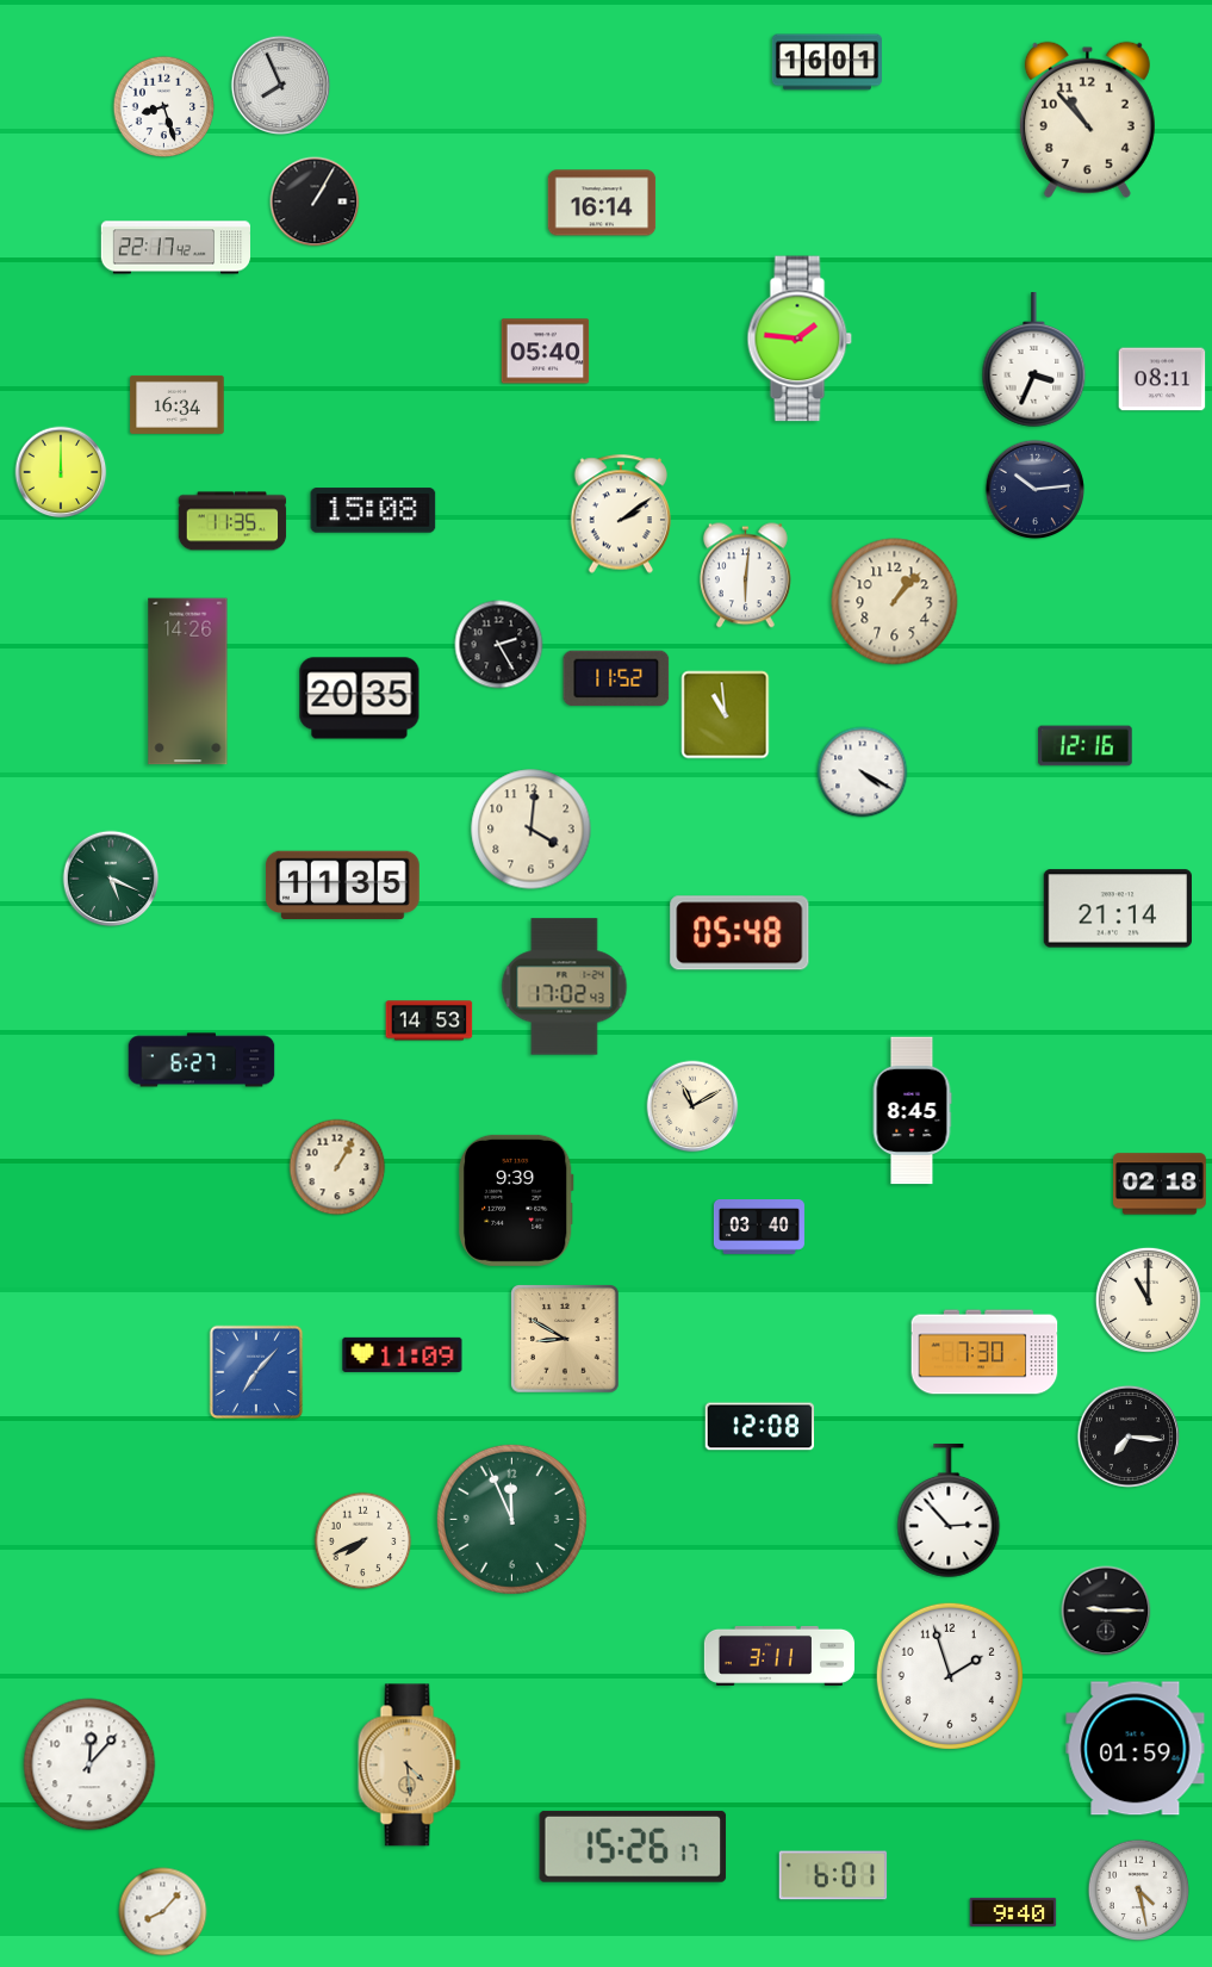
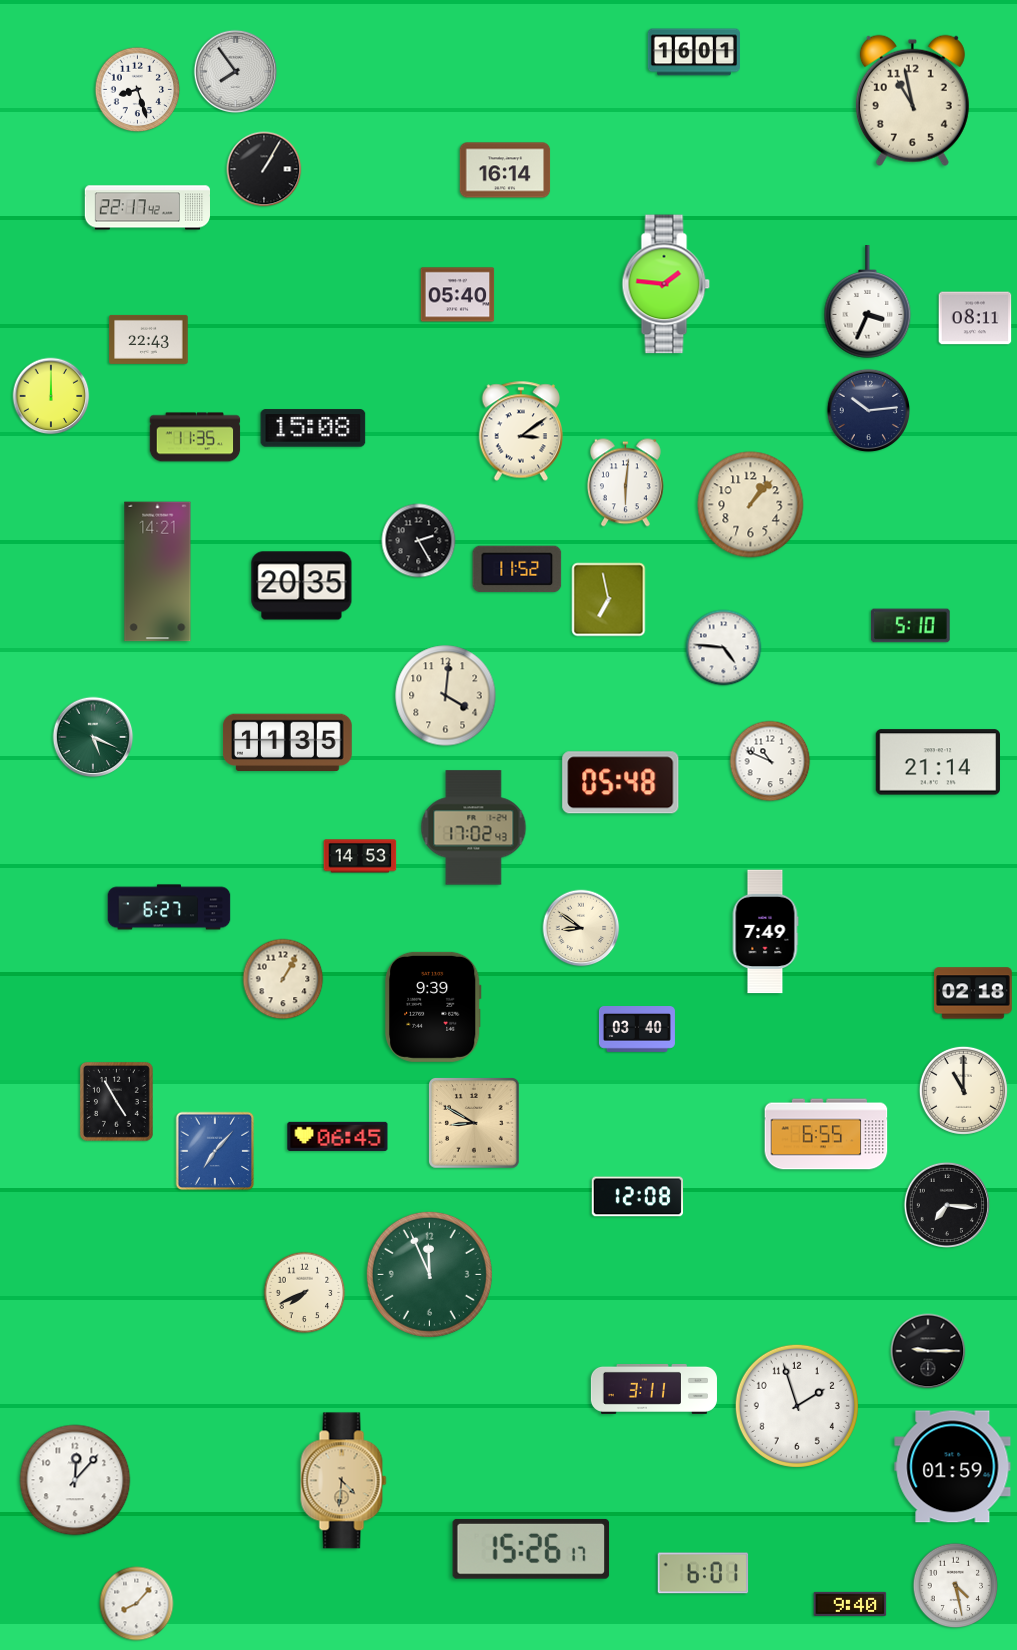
clock at (281, 86): 7:56 -> 7:54
clock at (1087, 119): 10:53 -> 10:58
clock at (800, 339) position: (800, 339) -> (666, 284)
clock at (178, 404): 16:34 -> 22:43
clock at (621, 514): 2:09 -> 3:09
clock at (188, 682): 14:26 -> 14:21
clock at (726, 715): 10:59 -> 6:58
clock at (1086, 746): 12:16 -> 5:10
clock at (863, 772): 4:20 -> 4:46
clock at (770, 761): none -> 10:49
clock at (201, 1060) position: (201, 1060) -> (169, 907)
clock at (692, 1106): 11:10 -> 8:51
clock at (912, 1111): 8:45 -> 7:49
clock at (116, 1101): none -> 4:55
clock at (984, 1352): 7:30 -> 6:55
clock at (403, 1354): 11:09 -> 06:45
clock at (949, 1512): 2:53 -> none
clock at (410, 1766): 4:29 -> 4:31
clock at (833, 1875) position: (833, 1875) -> (703, 1573)
